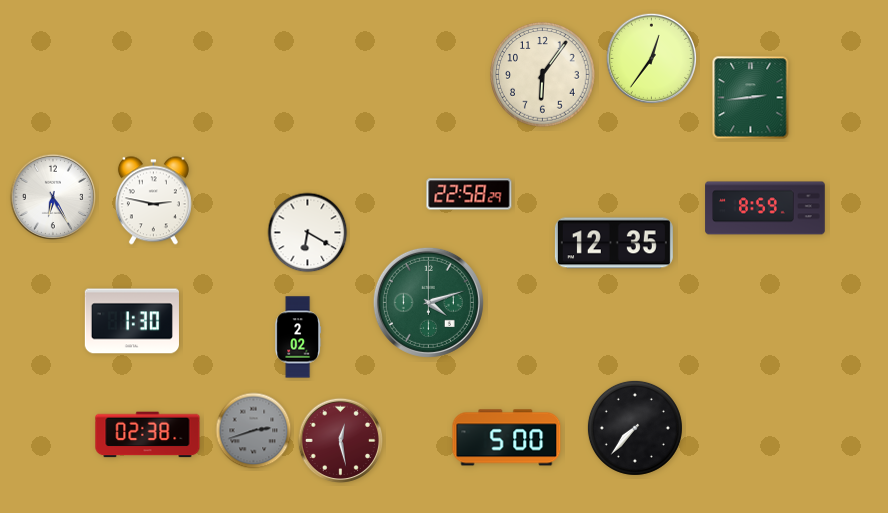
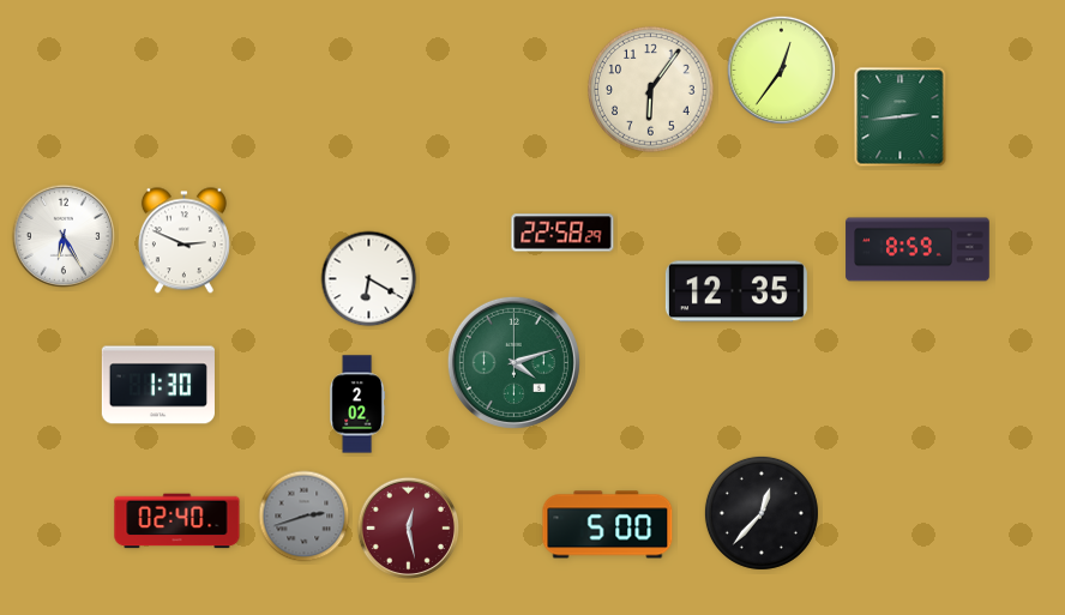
clock at (153, 201): 2:47 -> 2:49
clock at (635, 428): 7:37 -> 12:37
clock at (148, 435): 02:38 -> 02:40
